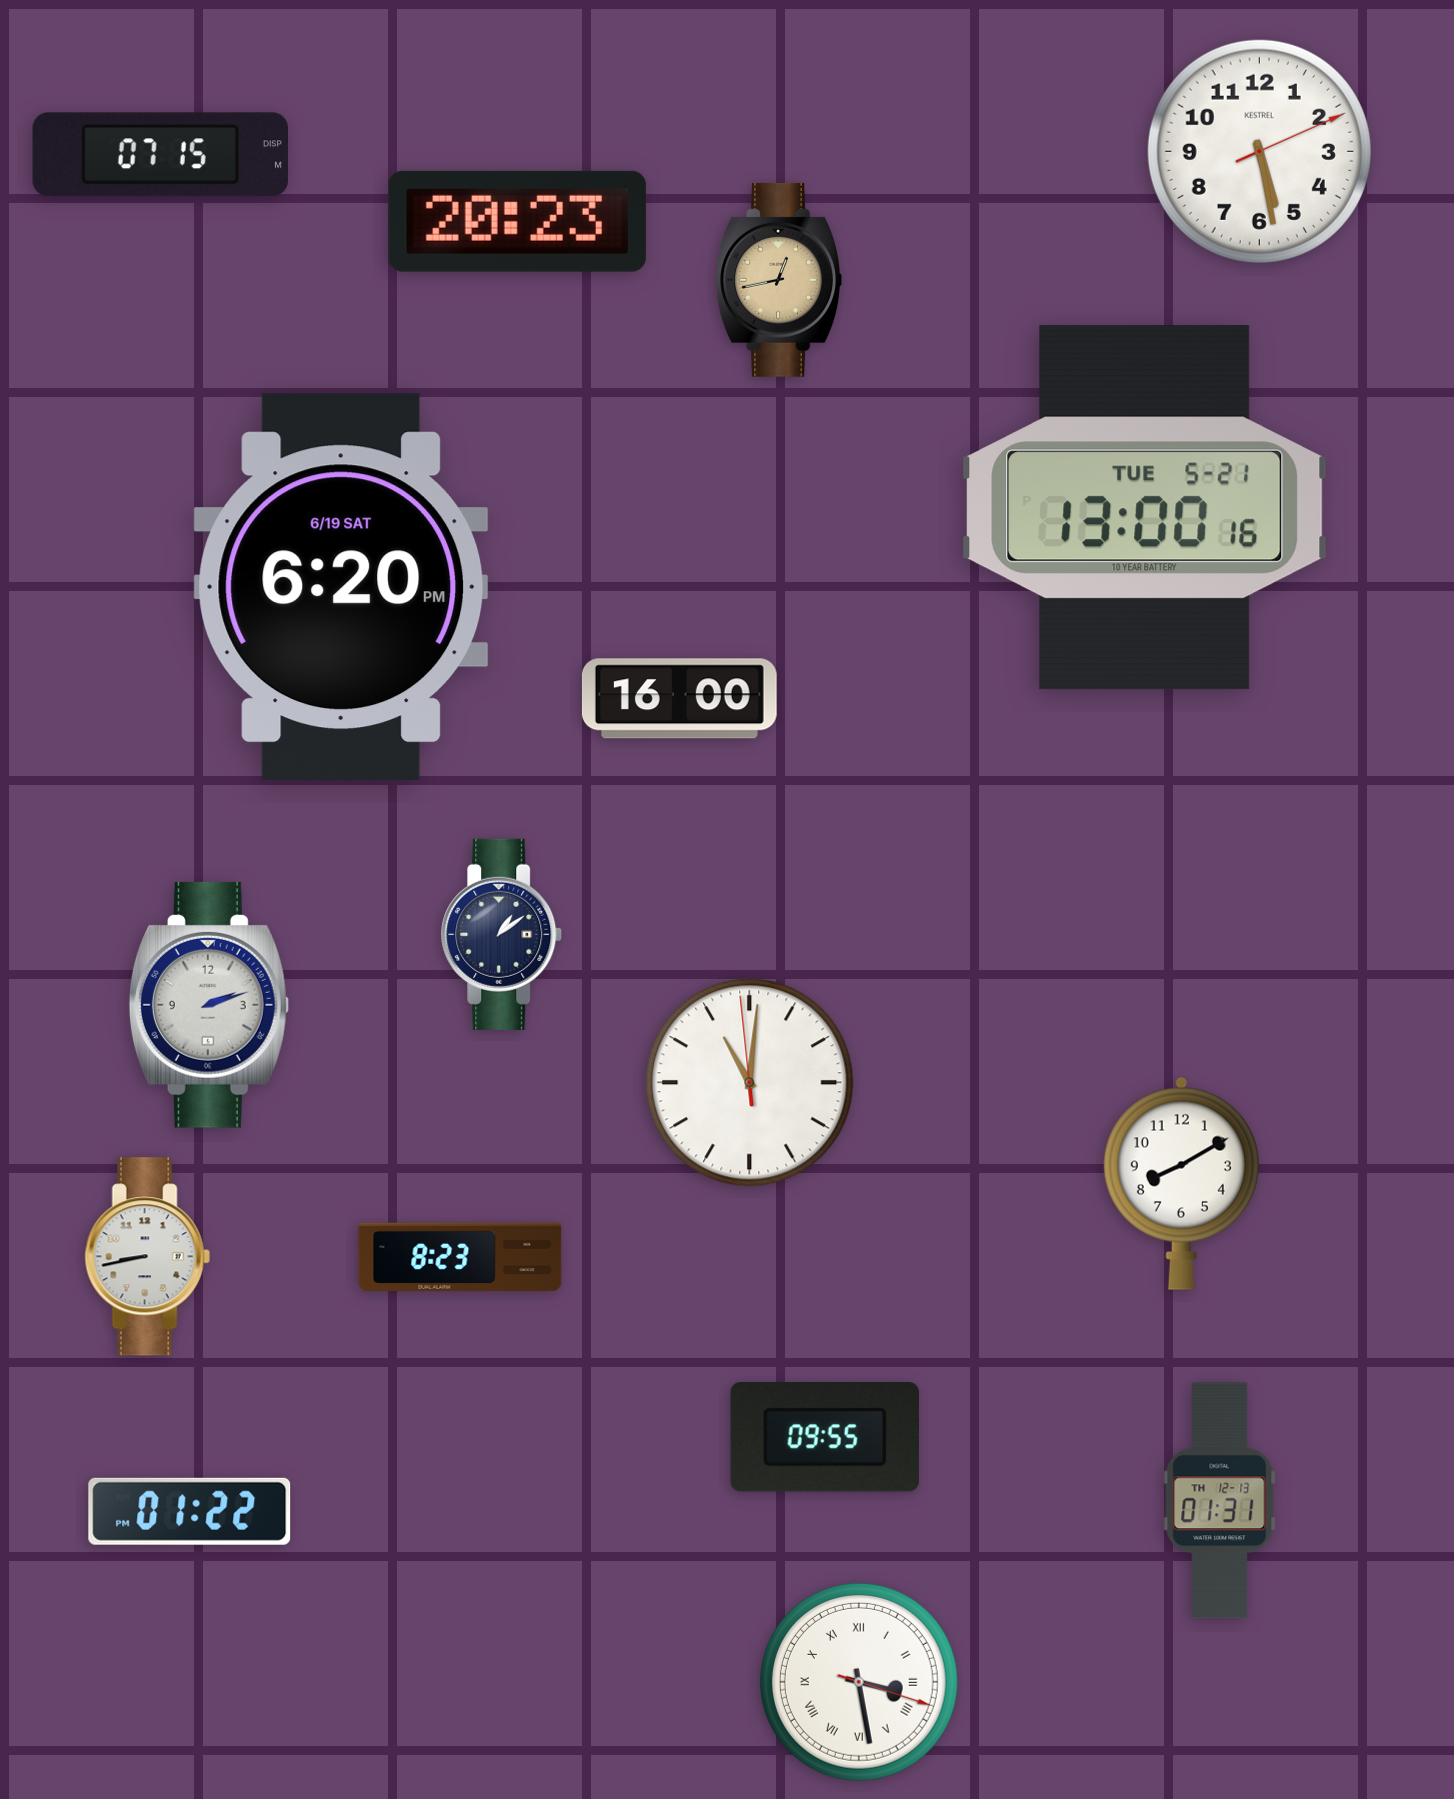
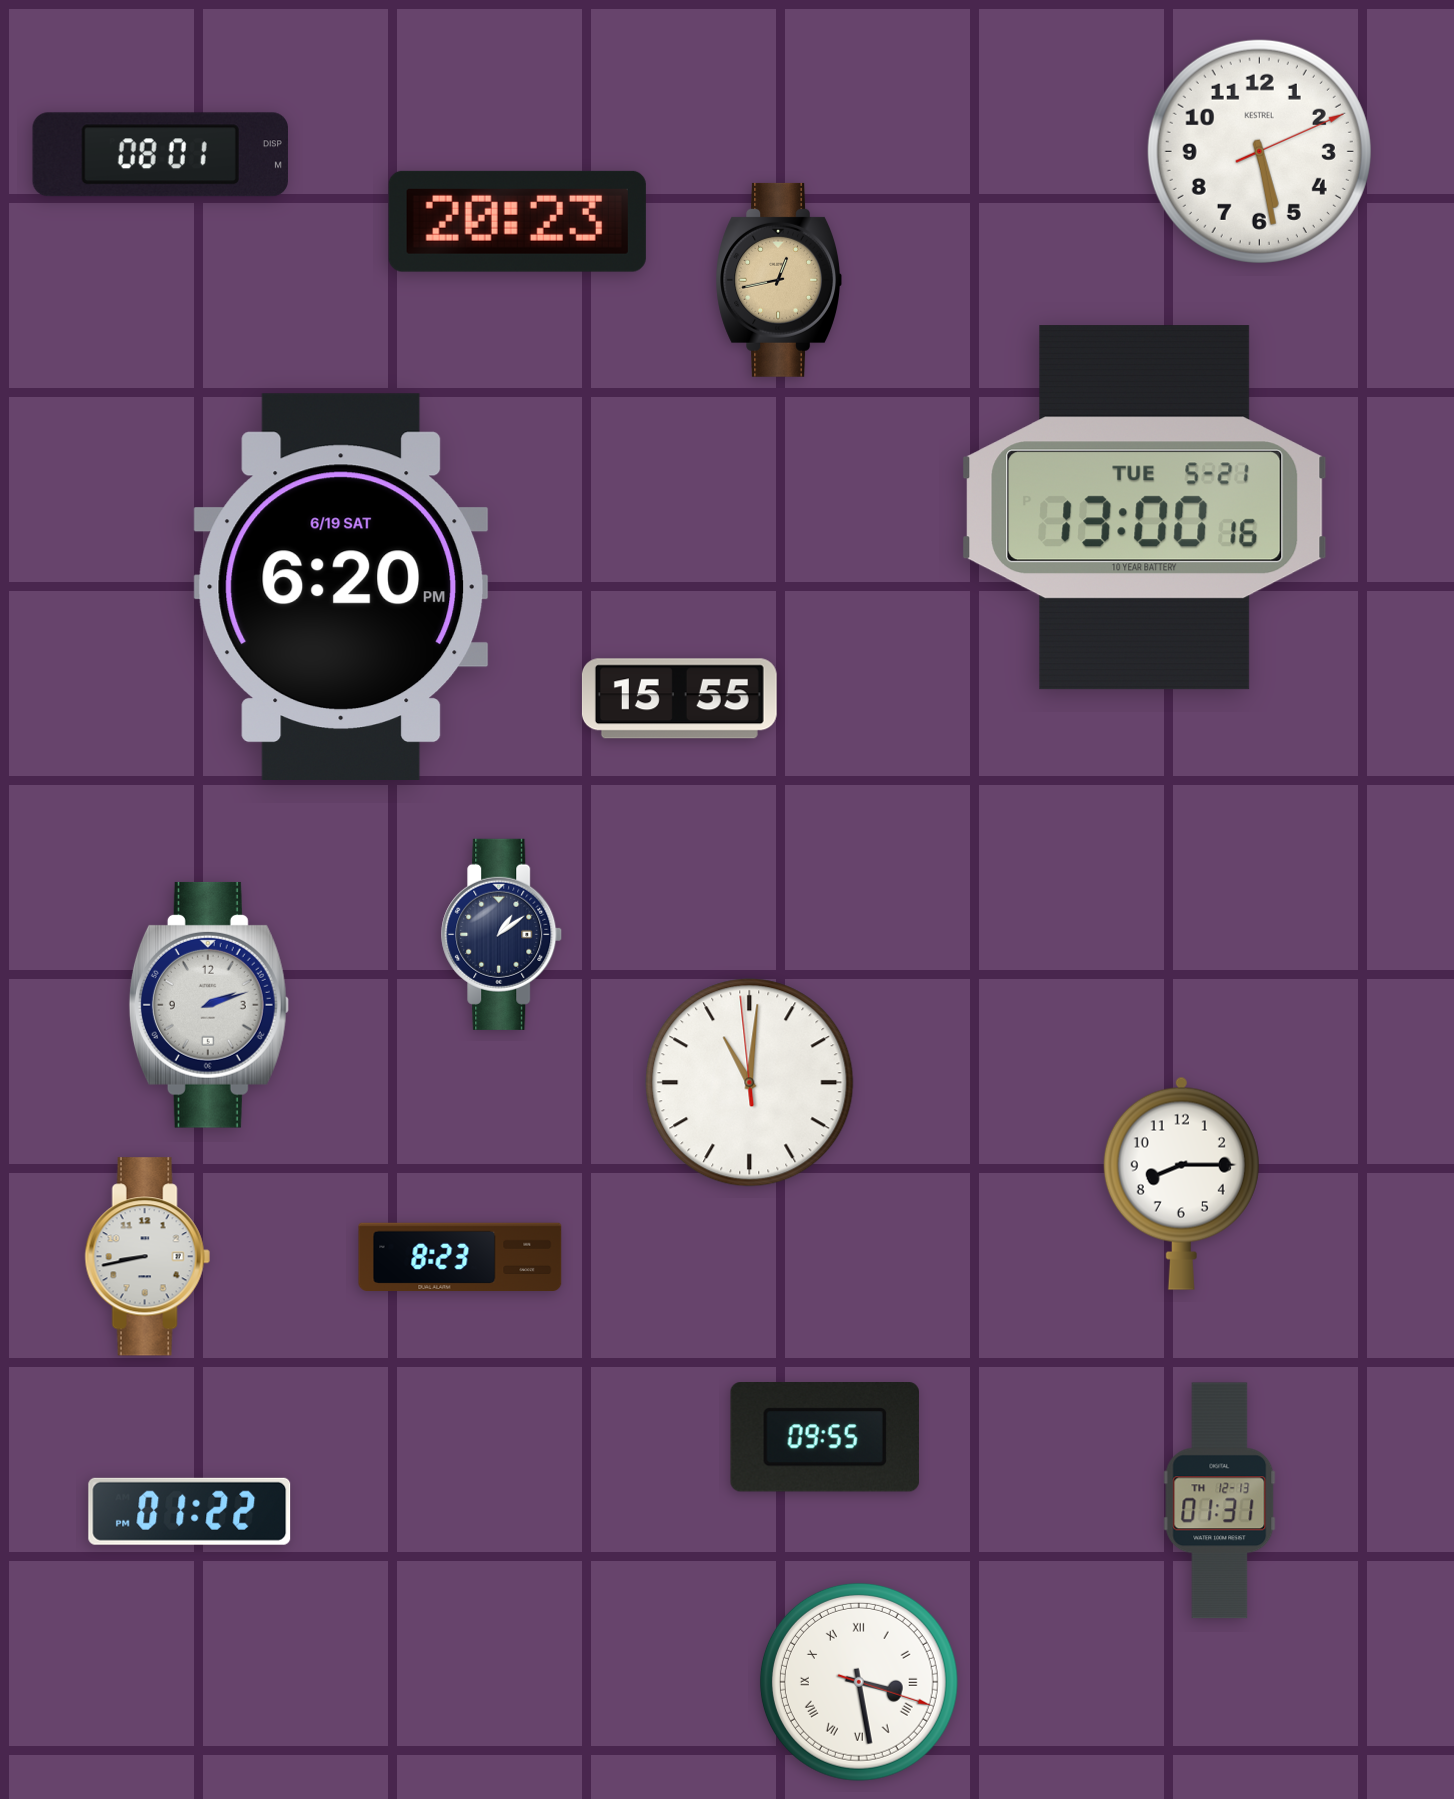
clock at (160, 155): 07:15 -> 08:01
clock at (679, 699): 16:00 -> 15:55
clock at (1181, 1183): 8:10 -> 8:15
